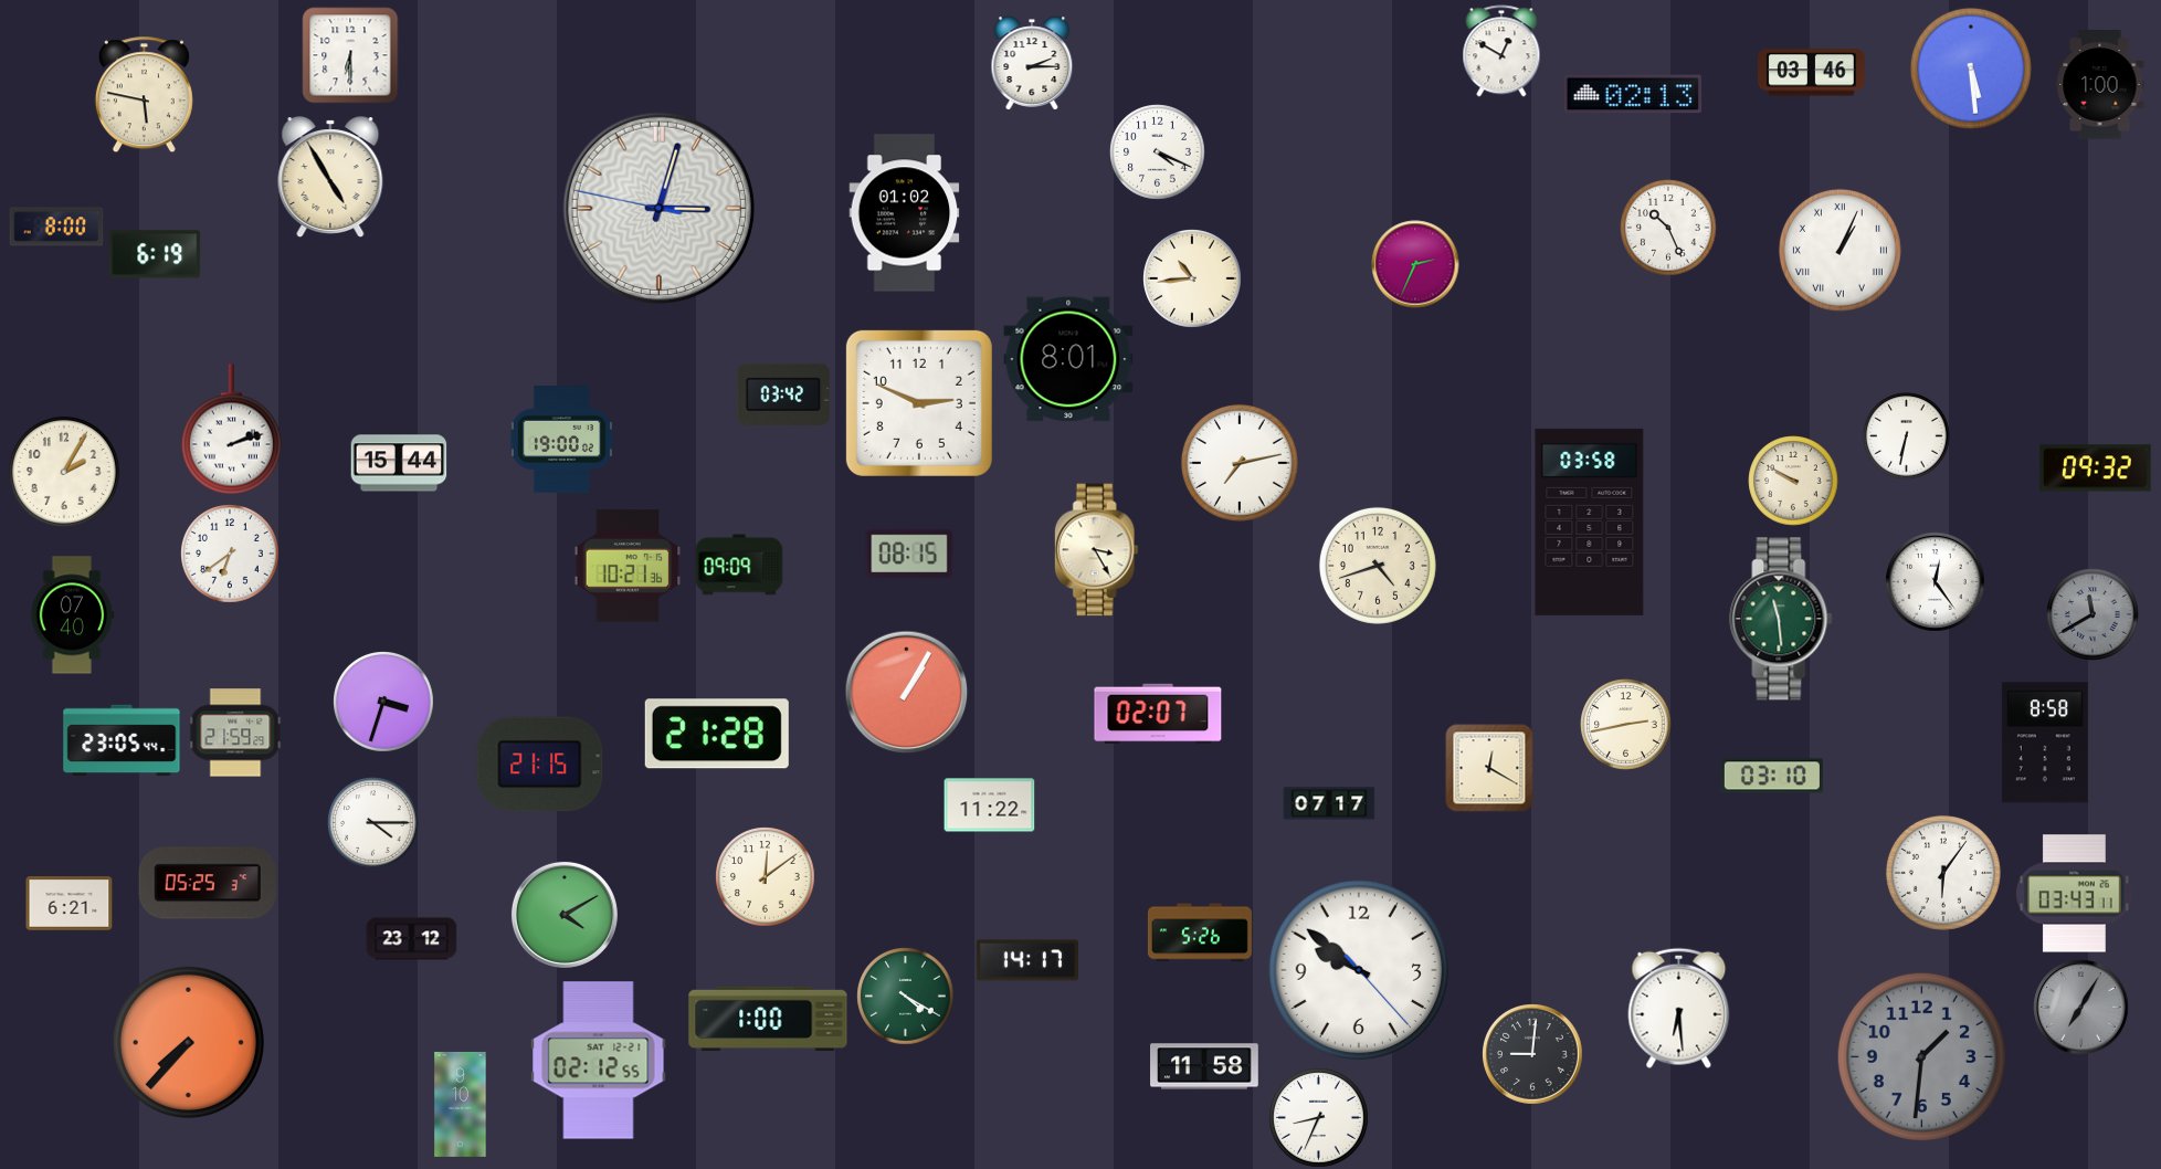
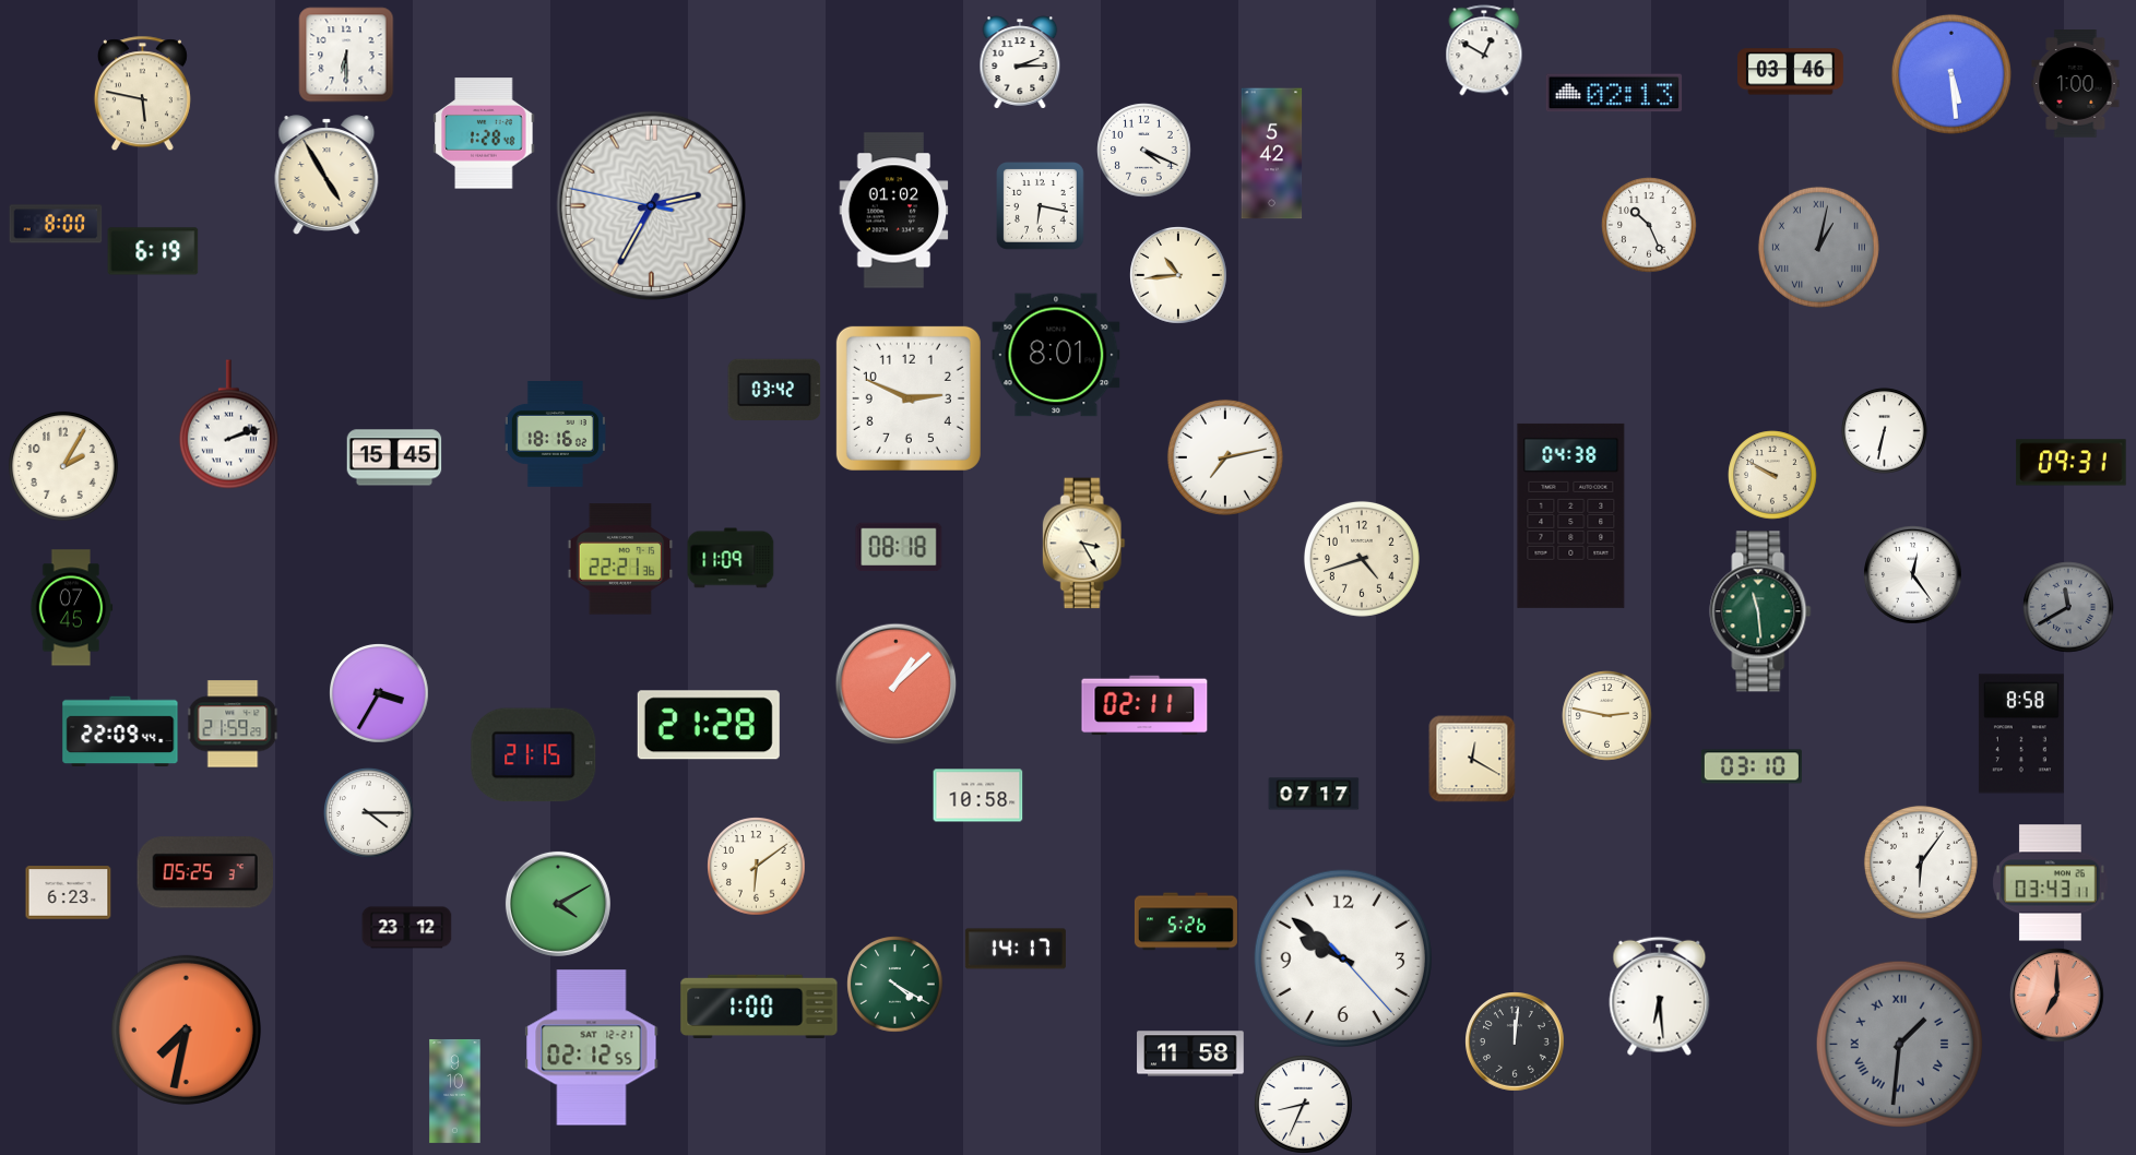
clock at (1971, 69) position: (1971, 69) -> (1951, 74)
clock at (484, 133): none -> 1:28
clock at (1272, 154): none -> 5:42
clock at (658, 208): 3:02 -> 2:34
clock at (1041, 206): none -> 6:17
clock at (1840, 250): 1:04 -> 1:02
clock at (1840, 250) dial: white -> grey
clock at (1415, 264): 2:34 -> none
clock at (561, 440): 19:00 -> 18:16
clock at (399, 463): 15:44 -> 15:45
clock at (2096, 468): 09:32 -> 09:31
clock at (1590, 522): 03:58 -> 04:38
clock at (230, 554): 6:39 -> none
clock at (909, 554): 08:15 -> 08:18
clock at (739, 565): 09:09 -> 11:09
clock at (628, 566): 10:21 -> 22:21
clock at (73, 615): 07:40 -> 07:45
clock at (907, 693): 1:05 -> 1:08
clock at (383, 702): 3:33 -> 3:35
clock at (1158, 714): 02:07 -> 02:11
clock at (1626, 725): 2:43 -> 2:47
clock at (122, 740): 23:05 -> 22:09
clock at (990, 805): 11:22 -> 10:58
clock at (766, 877): 12:09 -> 6:09
clock at (70, 904): 6:21 -> 6:23
clock at (2081, 1008): 7:05 -> 7:00
clock at (2081, 1008) dial: grey -> salmon
clock at (188, 1042): 7:37 -> 7:32
clock at (1533, 1055): 9:01 -> 12:01
clock at (1921, 1056) numerals: Arabic -> Roman
